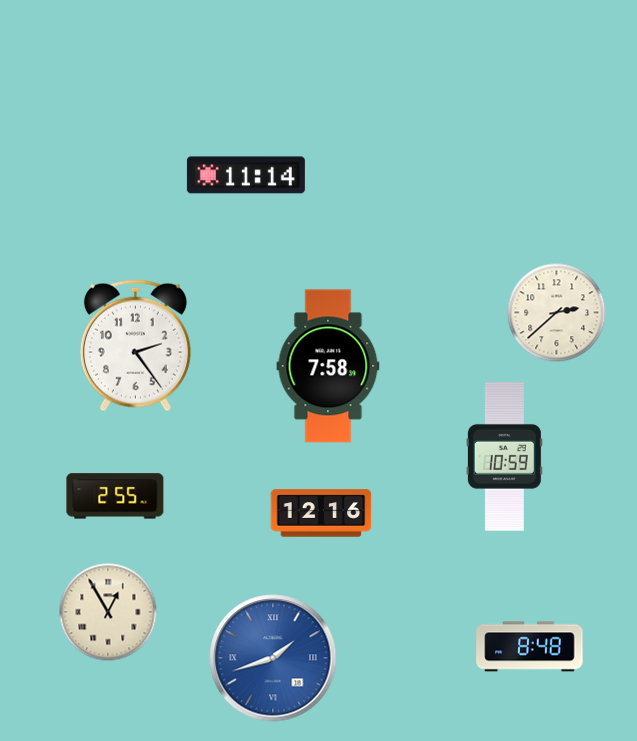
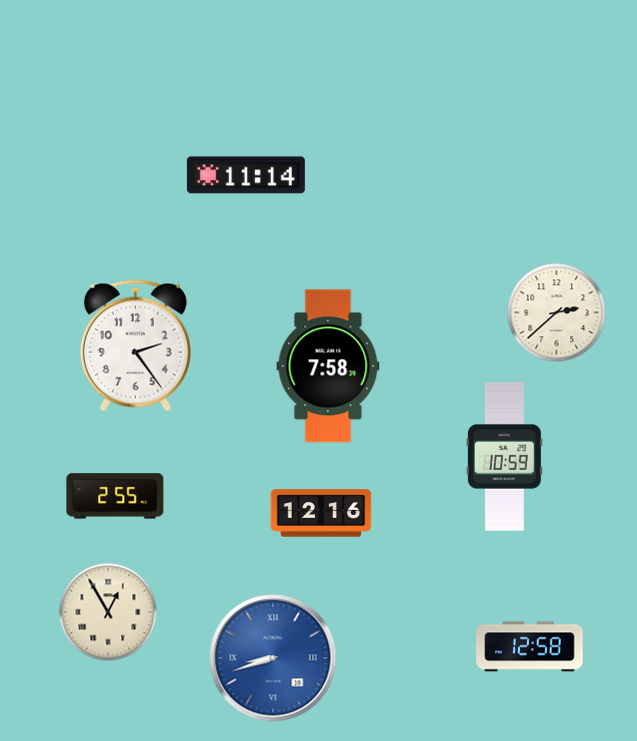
clock at (530, 647): 8:48 -> 12:58
clock at (273, 658): 1:42 -> 8:42
